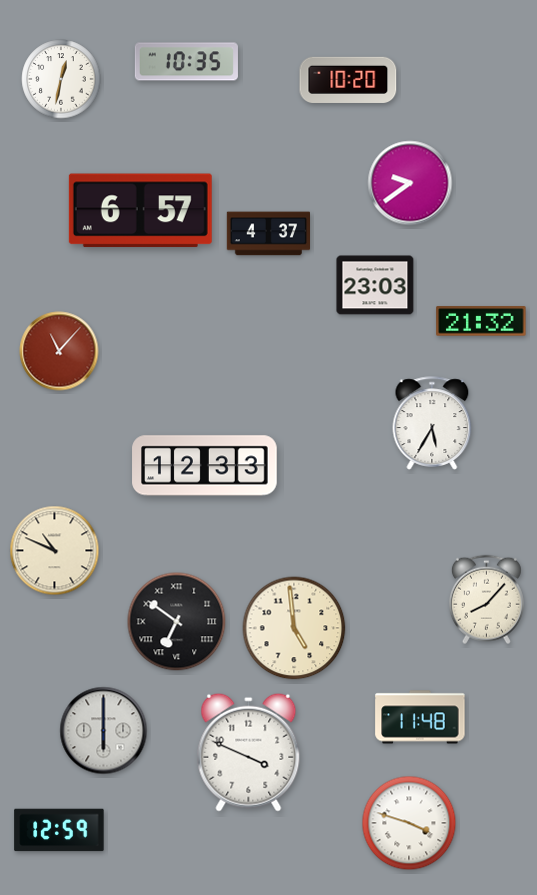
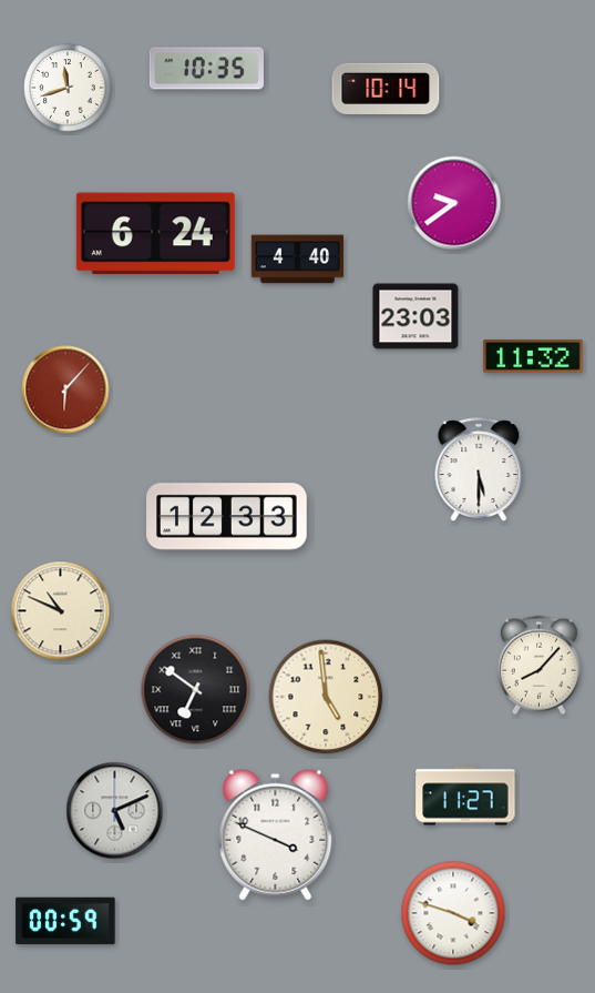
clock at (61, 79): 12:32 -> 11:42
clock at (348, 80): 10:20 -> 10:14
clock at (140, 211): 6:57 -> 6:24
clock at (268, 234): 4:37 -> 4:40
clock at (481, 321): 21:32 -> 11:32
clock at (59, 351): 11:07 -> 6:07
clock at (432, 423): 5:35 -> 5:30
clock at (420, 717): 11:48 -> 11:27
clock at (104, 731): 6:00 -> 5:11
clock at (59, 830): 12:59 -> 00:59
